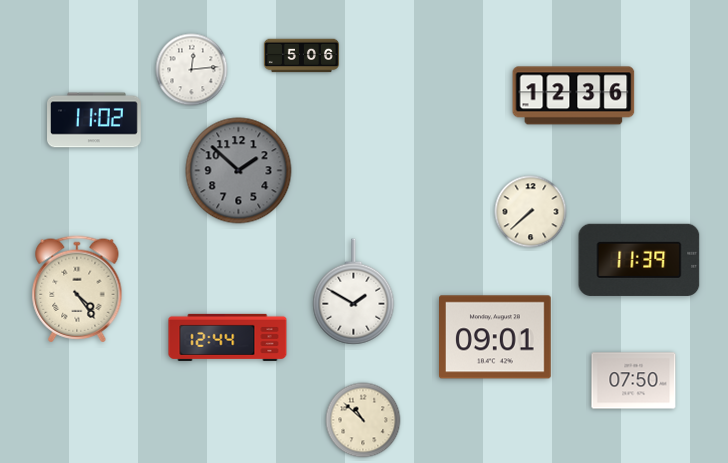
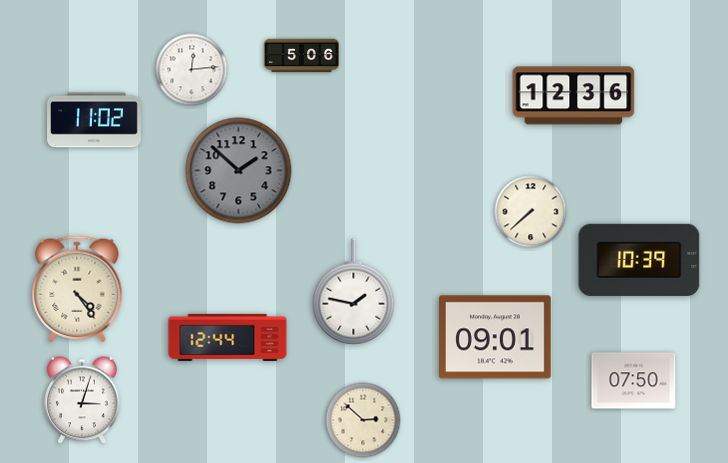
clock at (639, 260): 11:39 -> 10:39
clock at (354, 292): 1:50 -> 1:47
clock at (82, 400): none -> 3:03
clock at (363, 420): 10:52 -> 2:52
